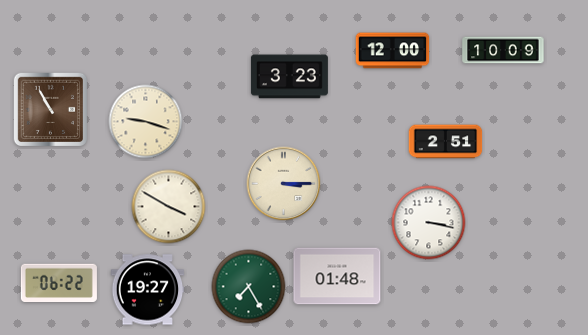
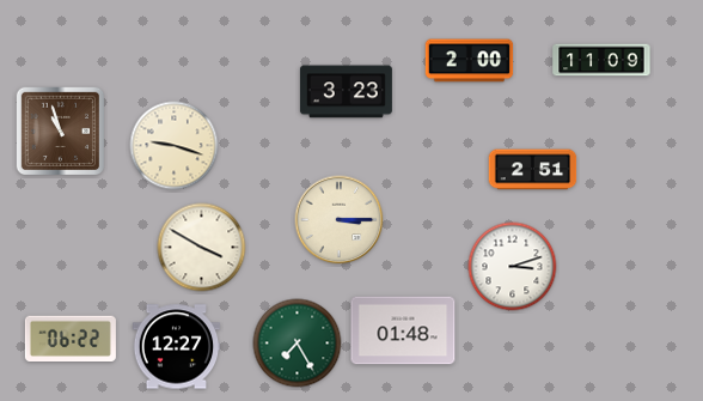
clock at (503, 50): 10:09 -> 11:09
clock at (393, 51): 12:00 -> 2:00
clock at (50, 109): 10:55 -> 10:57
clock at (429, 223): 3:17 -> 3:12
clock at (148, 290): 19:27 -> 12:27
